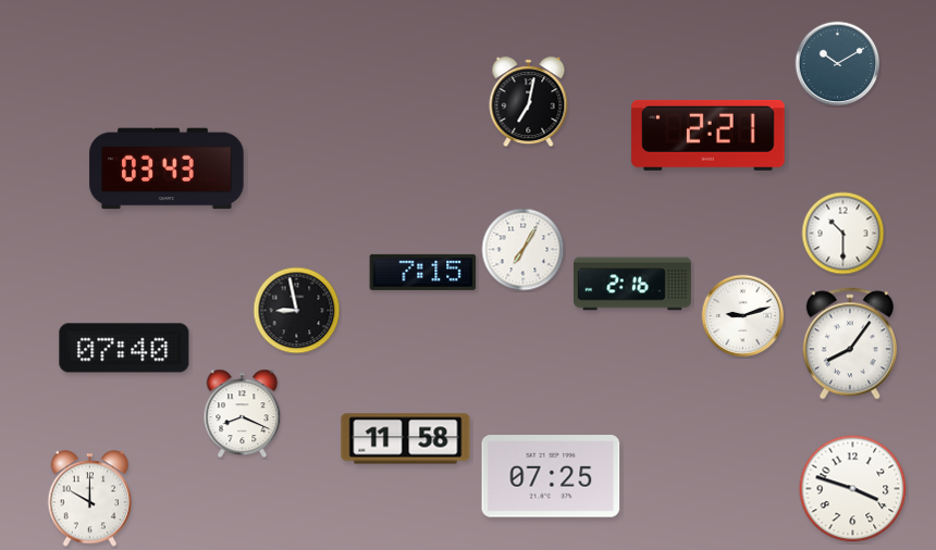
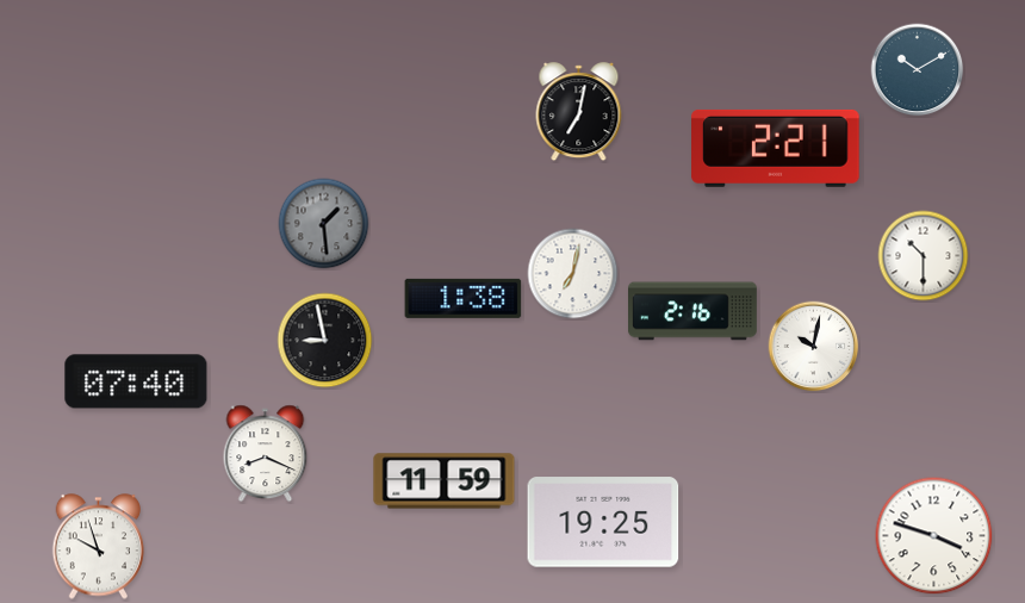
clock at (167, 168): 03:43 -> none
clock at (324, 224): none -> 1:29
clock at (524, 250): 7:05 -> 7:02
clock at (423, 272): 7:15 -> 1:38
clock at (743, 316): 9:12 -> 10:02
clock at (850, 343): 8:06 -> none
clock at (406, 439): 11:58 -> 11:59
clock at (551, 476): 07:25 -> 19:25
clock at (90, 499): 10:00 -> 9:57
